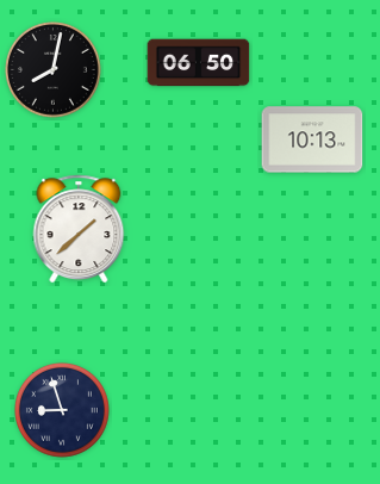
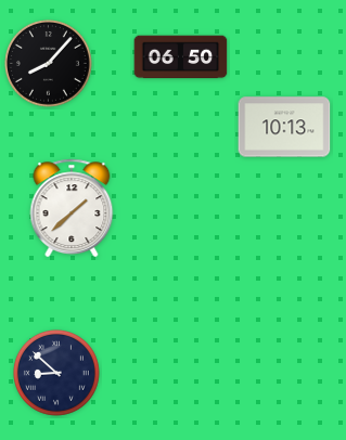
clock at (54, 70): 8:02 -> 8:07
clock at (63, 410): 8:57 -> 8:52
